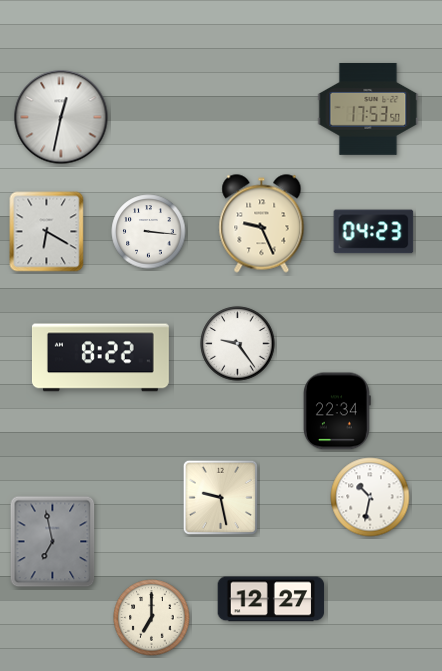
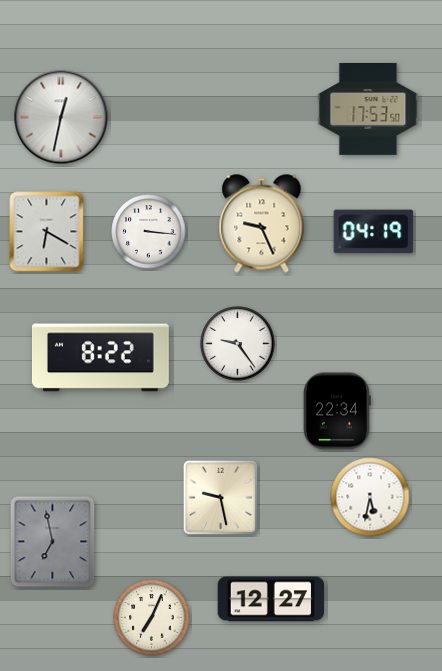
clock at (374, 232): 04:23 -> 04:19
clock at (370, 497): 10:32 -> 5:32
clock at (152, 618): 7:00 -> 7:04
